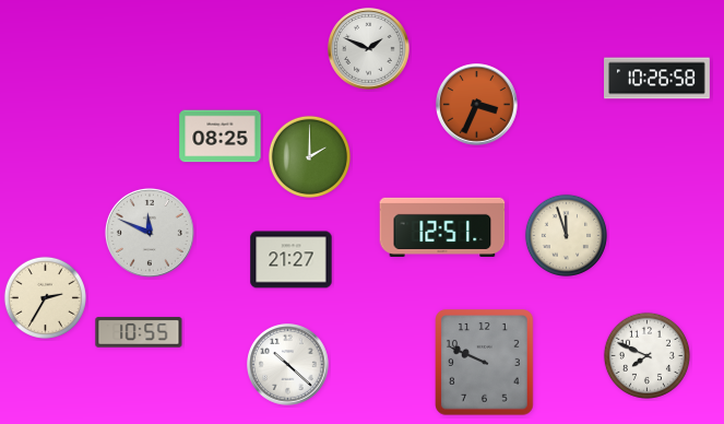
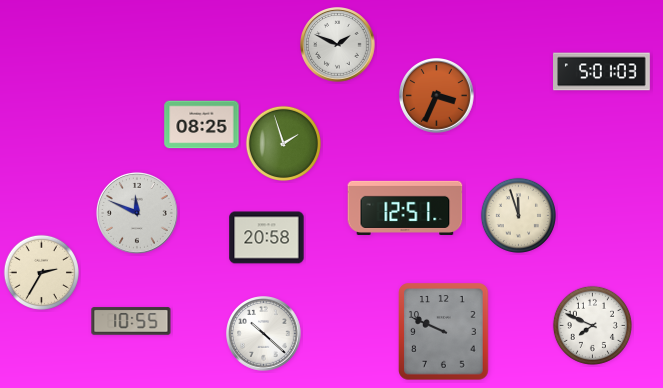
clock at (657, 79): 10:26 -> 5:01
clock at (309, 156): 2:00 -> 1:57
clock at (292, 260): 21:27 -> 20:58
clock at (139, 332) position: (139, 332) -> (131, 321)
